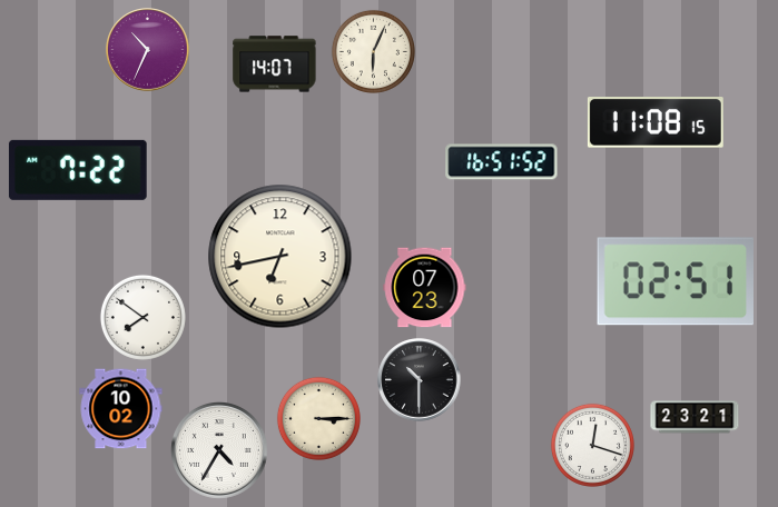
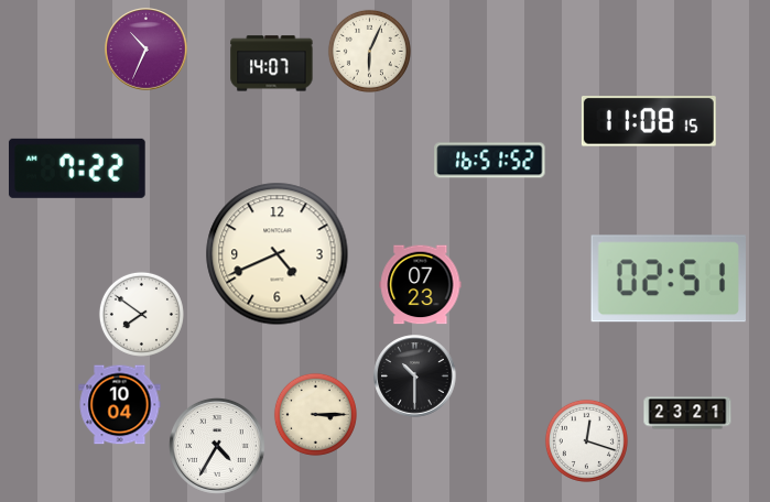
clock at (502, 162) position: (502, 162) -> (490, 161)
clock at (280, 257): 6:43 -> 4:41
clock at (121, 409): 10:02 -> 10:04
